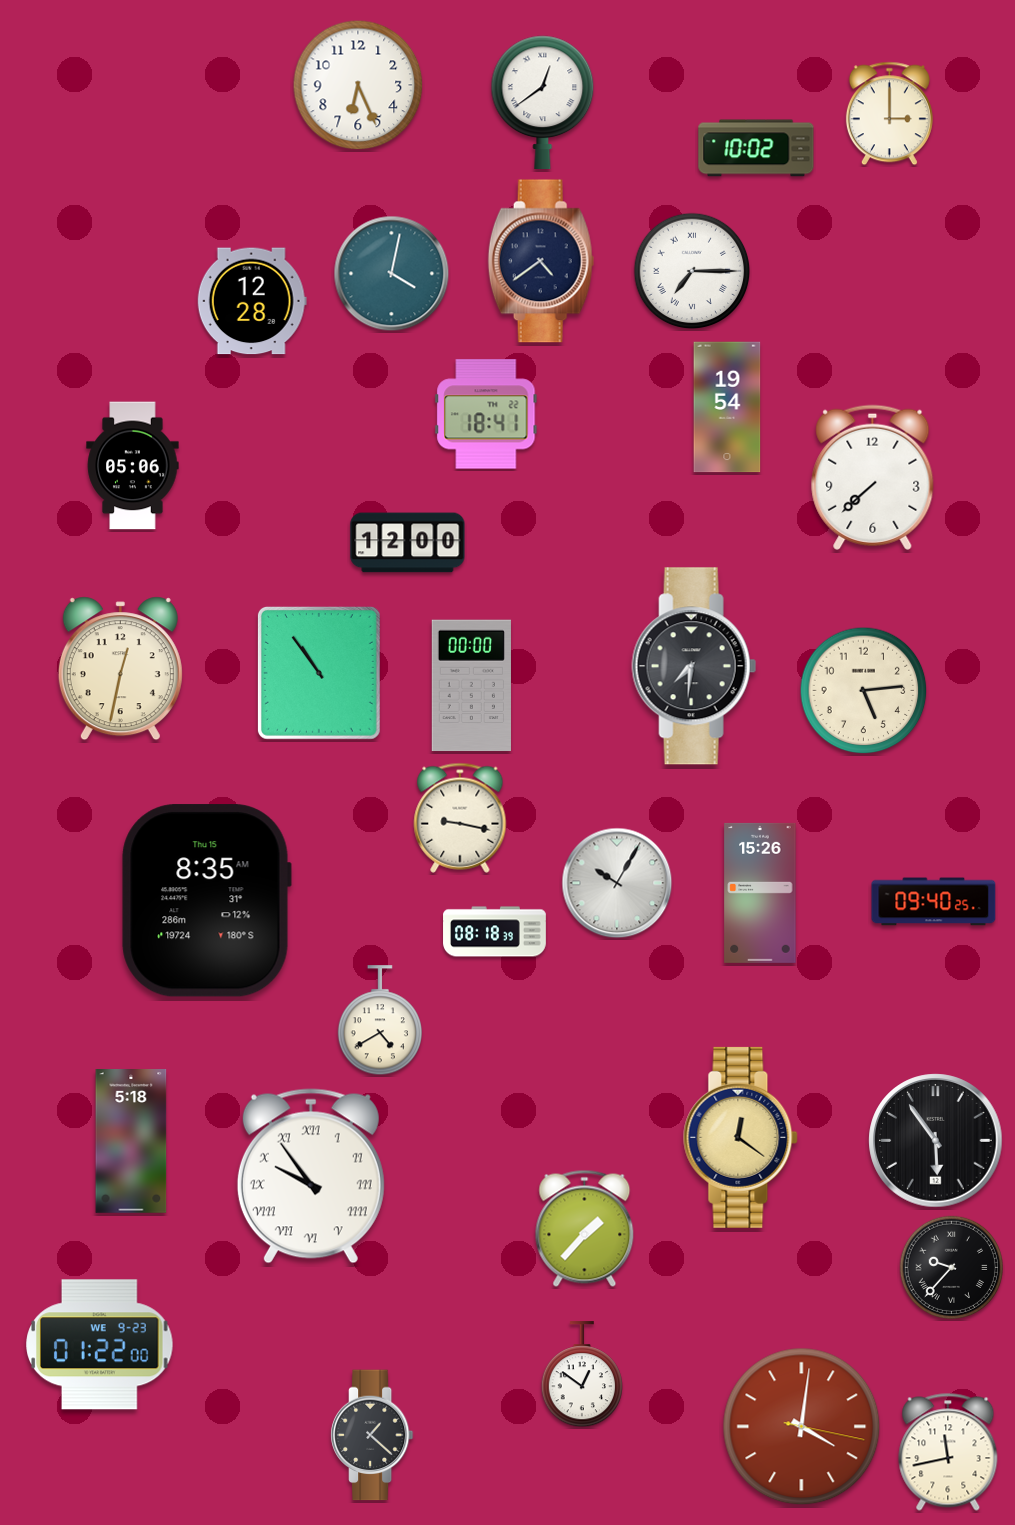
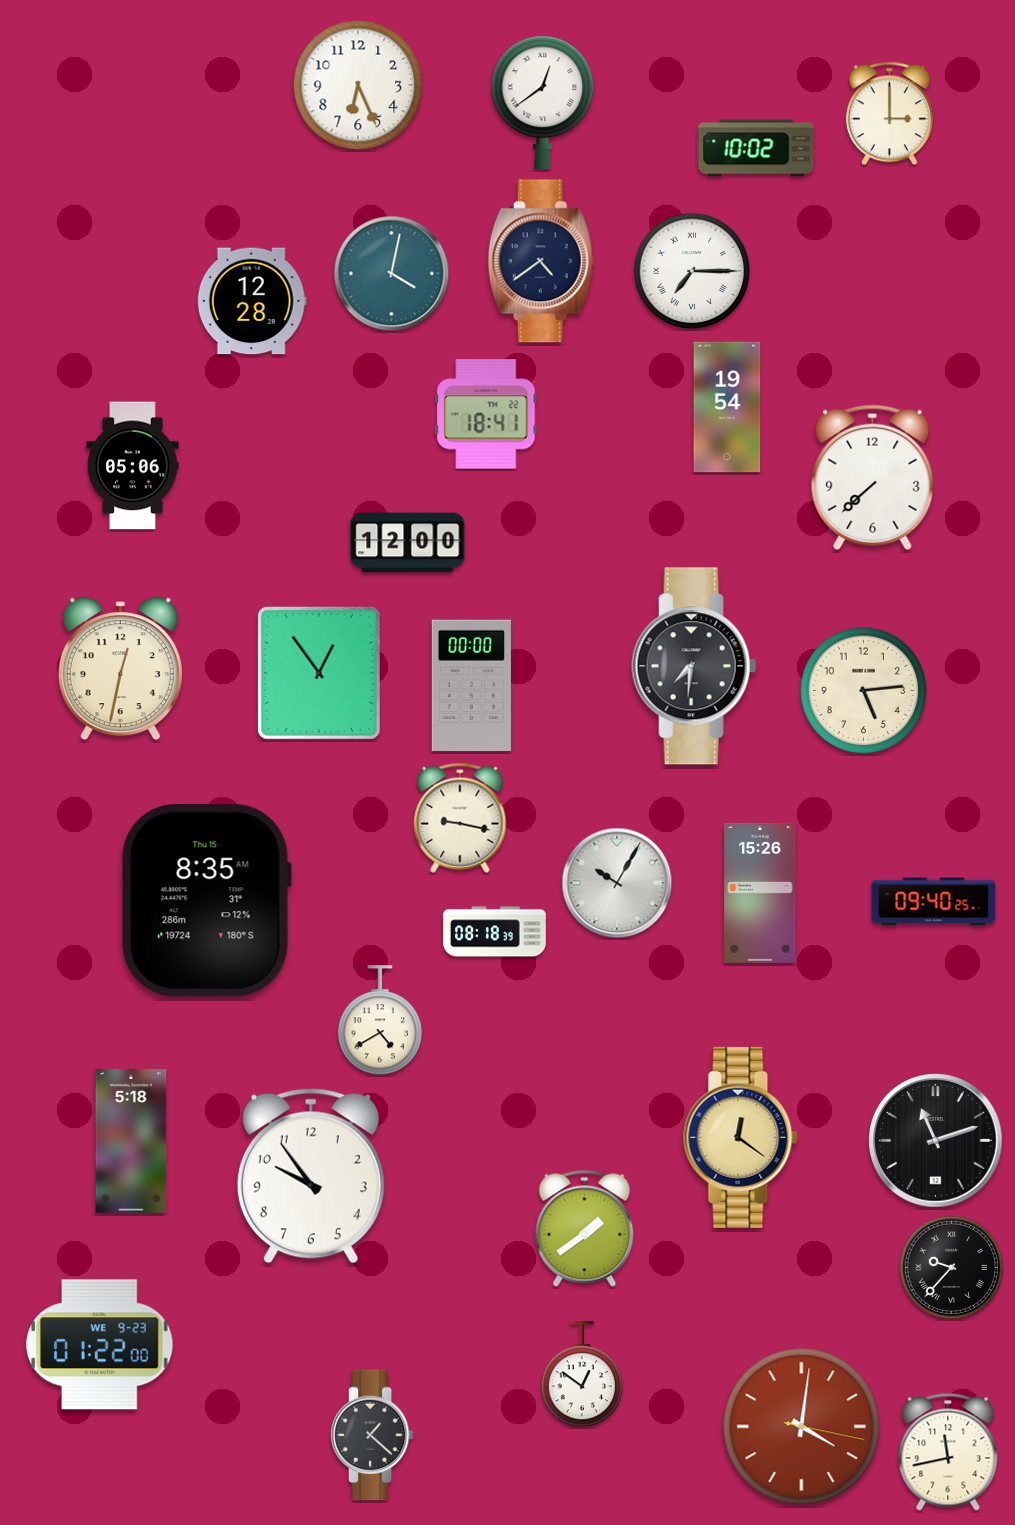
clock at (319, 673): 10:54 -> 12:54
clock at (936, 1141): 5:54 -> 11:12
clock at (311, 1176) numerals: Roman -> Arabic
clock at (585, 1228): 1:37 -> 1:39
